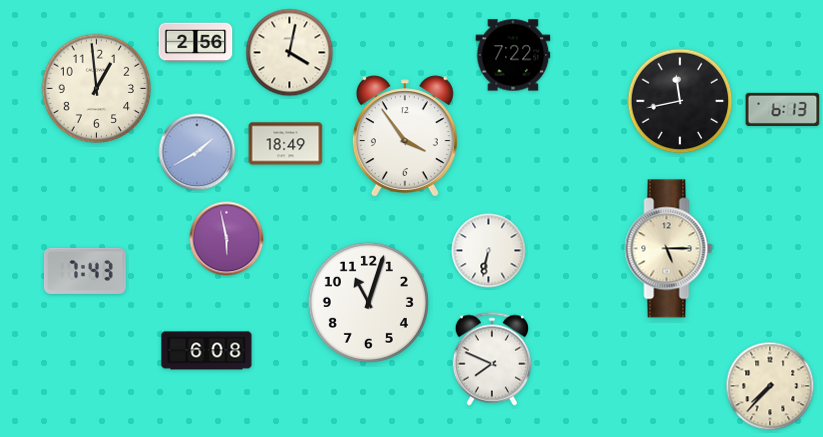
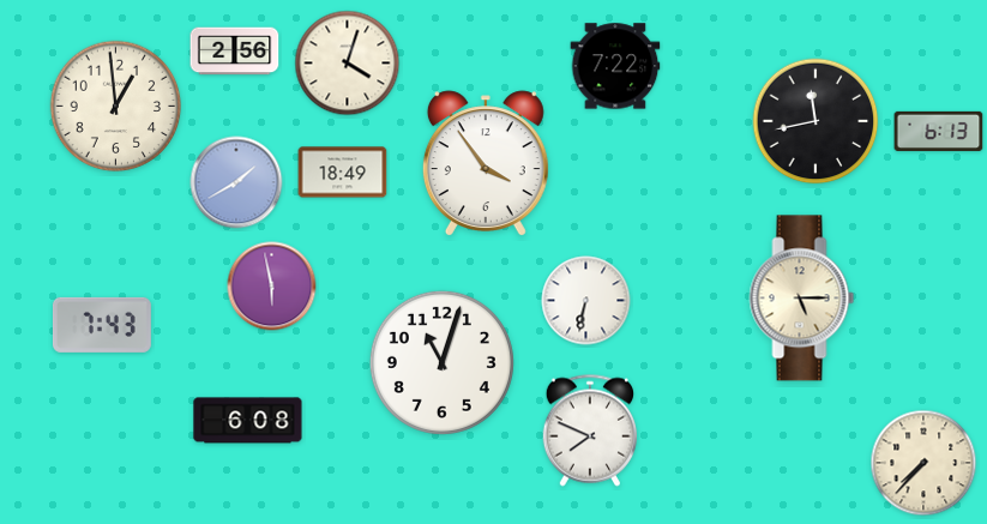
clock at (290, 53): 4:02 -> 4:03
